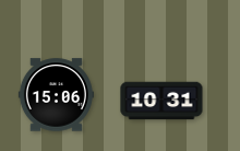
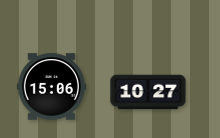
clock at (161, 101): 10:31 -> 10:27
